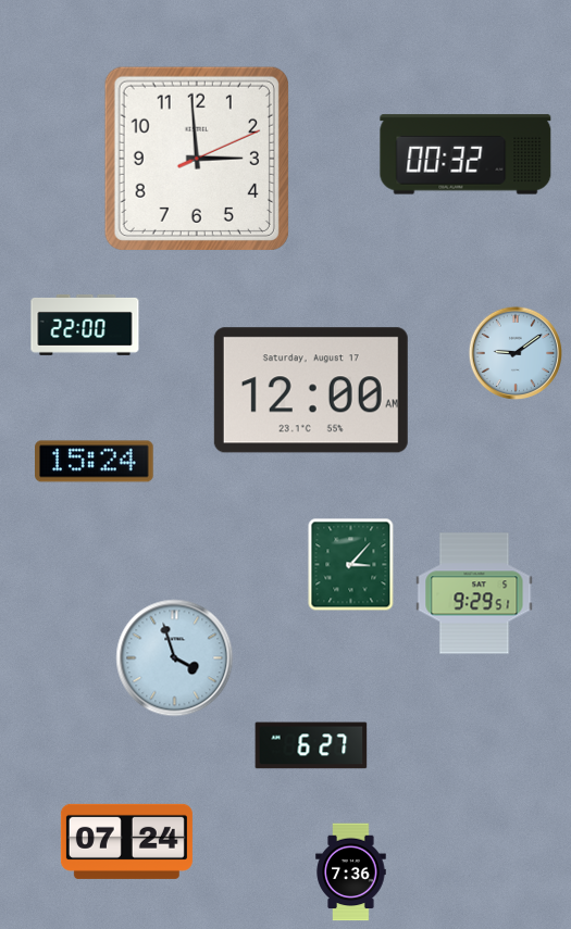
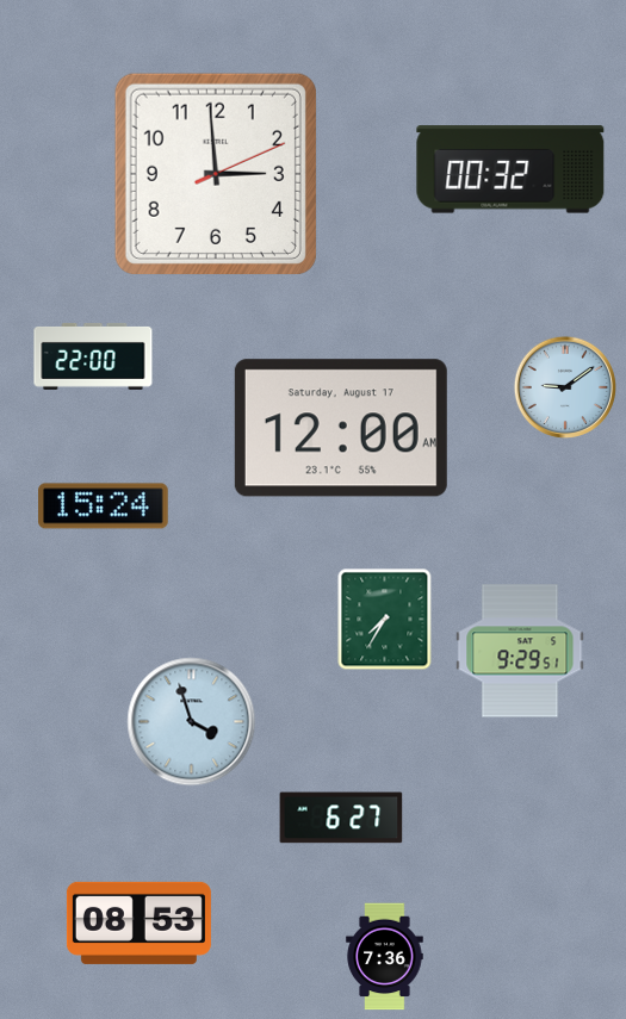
clock at (351, 565): 3:07 -> 7:35
clock at (126, 841): 07:24 -> 08:53
